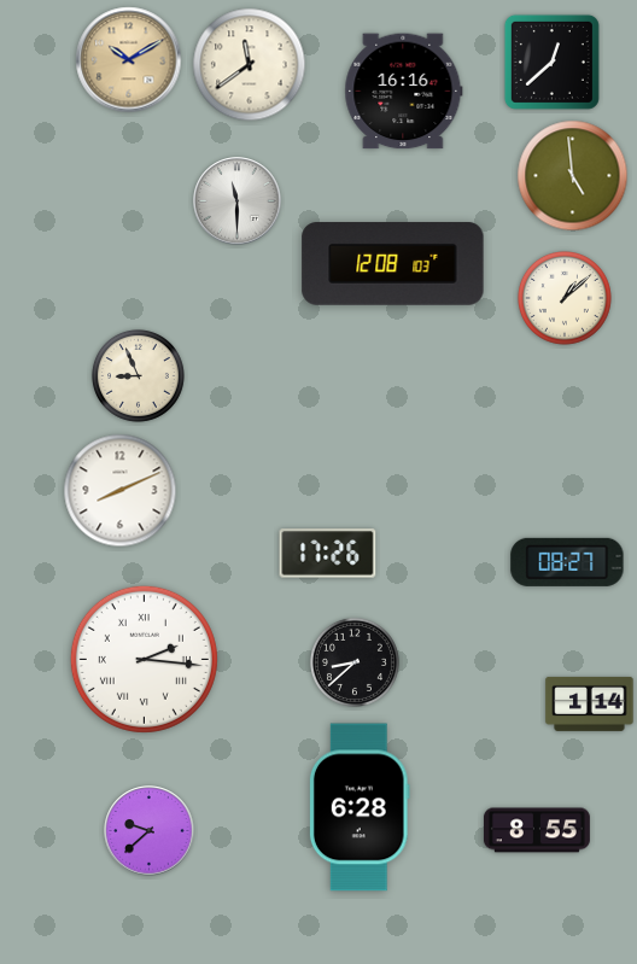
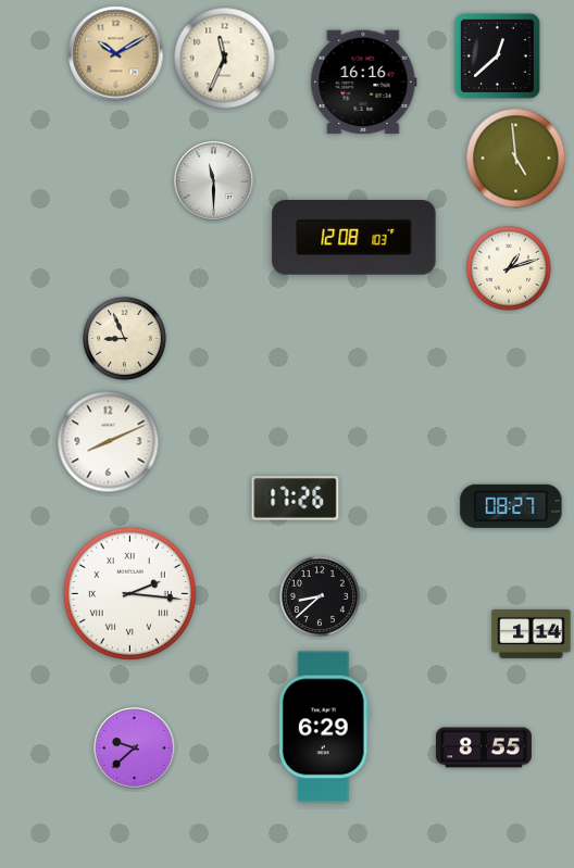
clock at (250, 65): 11:39 -> 11:34
clock at (566, 299): 1:08 -> 1:12
clock at (360, 807): 6:28 -> 6:29
